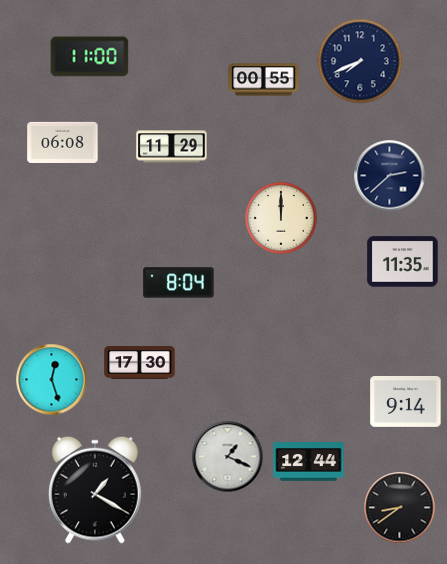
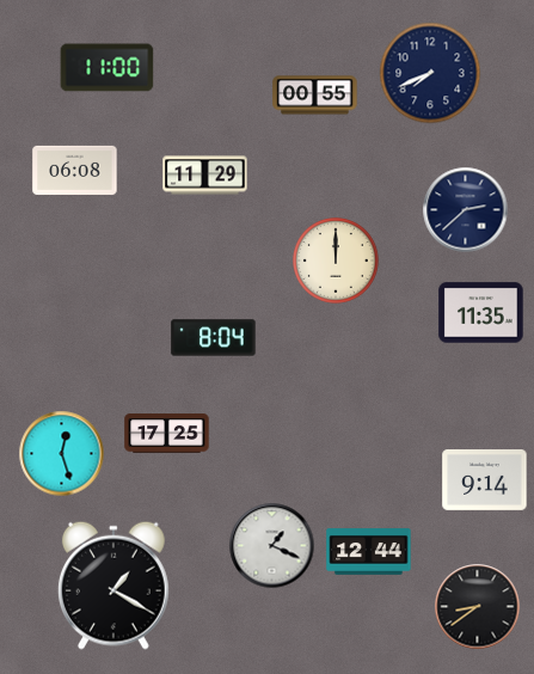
clock at (140, 363): 17:30 -> 17:25
